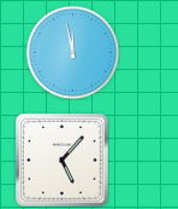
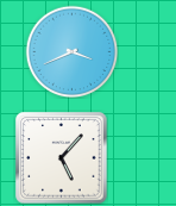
clock at (72, 52): 11:58 -> 3:41
